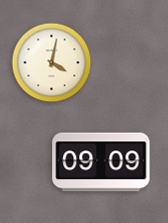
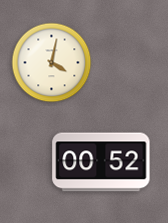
clock at (101, 162): 09:09 -> 00:52
